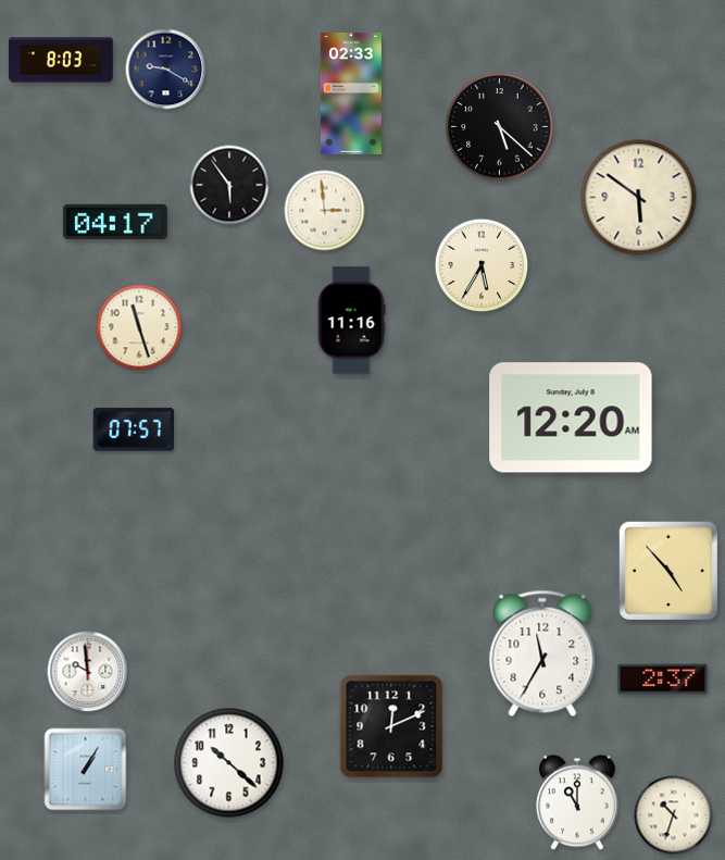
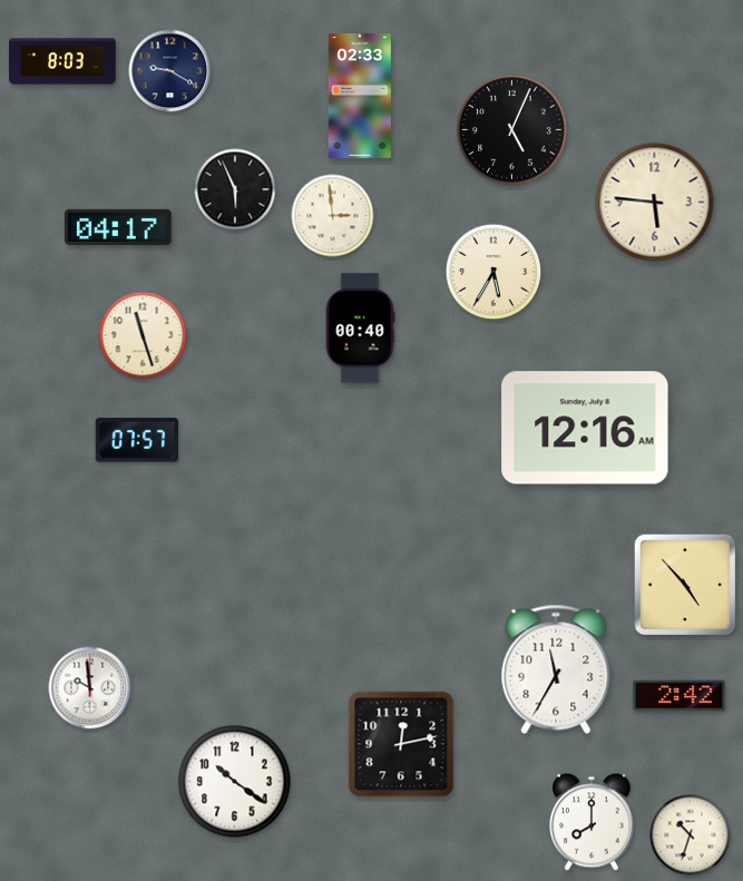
clock at (500, 127): 5:22 -> 5:04
clock at (229, 185): 5:54 -> 5:56
clock at (639, 198): 5:51 -> 5:46
clock at (351, 321): 11:16 -> 00:40
clock at (571, 417): 12:20 -> 12:16
clock at (663, 680): 2:37 -> 2:42
clock at (391, 726): 12:11 -> 12:13
clock at (229, 763): 10:22 -> 10:21
clock at (86, 770): 1:05 -> none
clock at (578, 802): 11:00 -> 8:00
